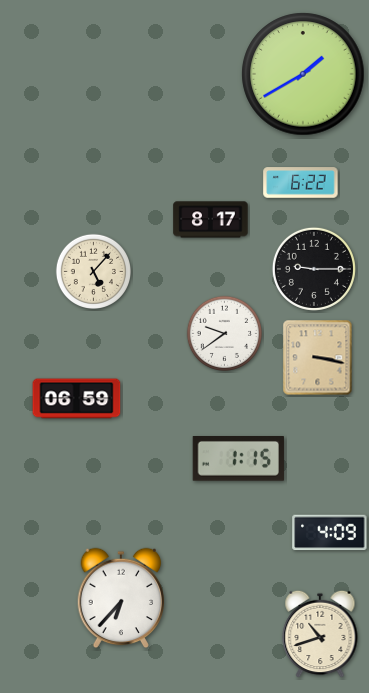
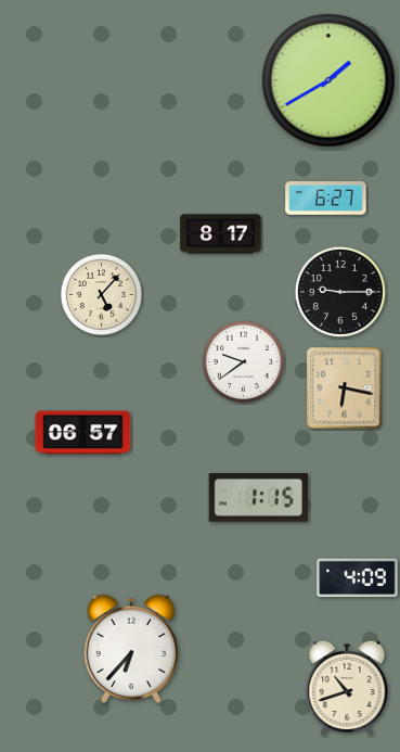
clock at (301, 183): 6:22 -> 6:27
clock at (211, 220) position: (211, 220) -> (221, 234)
clock at (318, 358): 3:17 -> 6:17
clock at (77, 399): 06:59 -> 06:57
